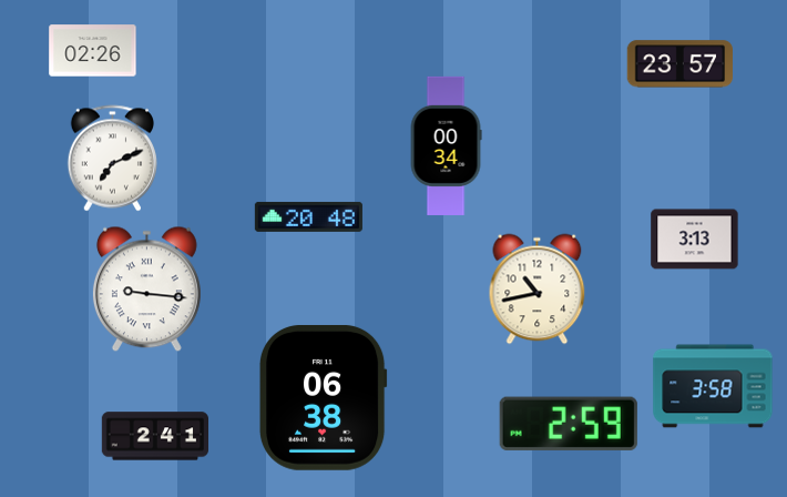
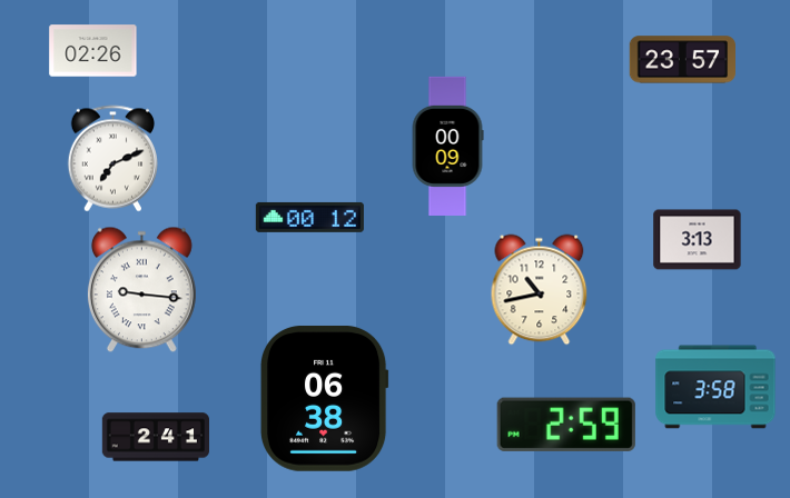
clock at (679, 64) position: (679, 64) -> (682, 60)
clock at (446, 145): 00:34 -> 00:09
clock at (308, 216): 20:48 -> 00:12
clock at (146, 290) position: (146, 290) -> (141, 290)
clock at (569, 424) position: (569, 424) -> (566, 425)
